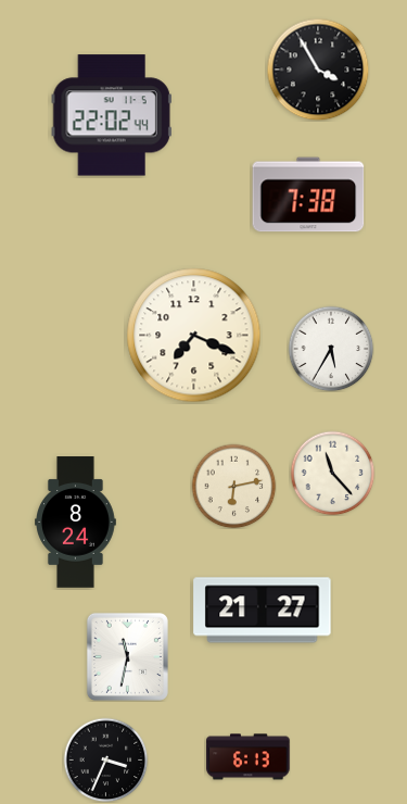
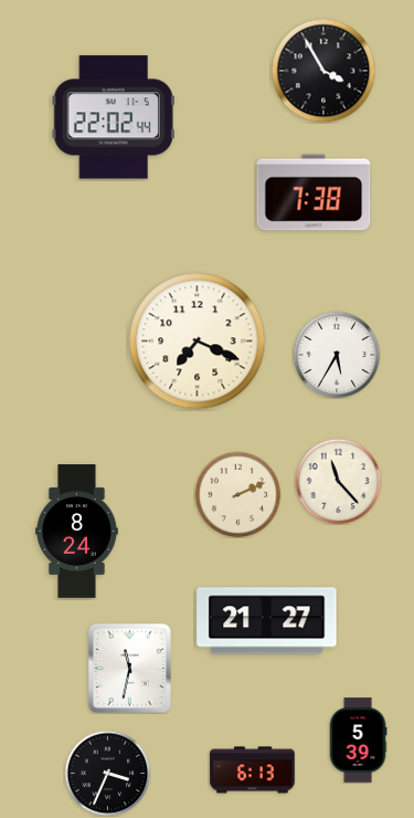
clock at (308, 194) position: (308, 194) -> (314, 192)
clock at (233, 486): 6:13 -> 2:11
clock at (358, 741): none -> 5:39
